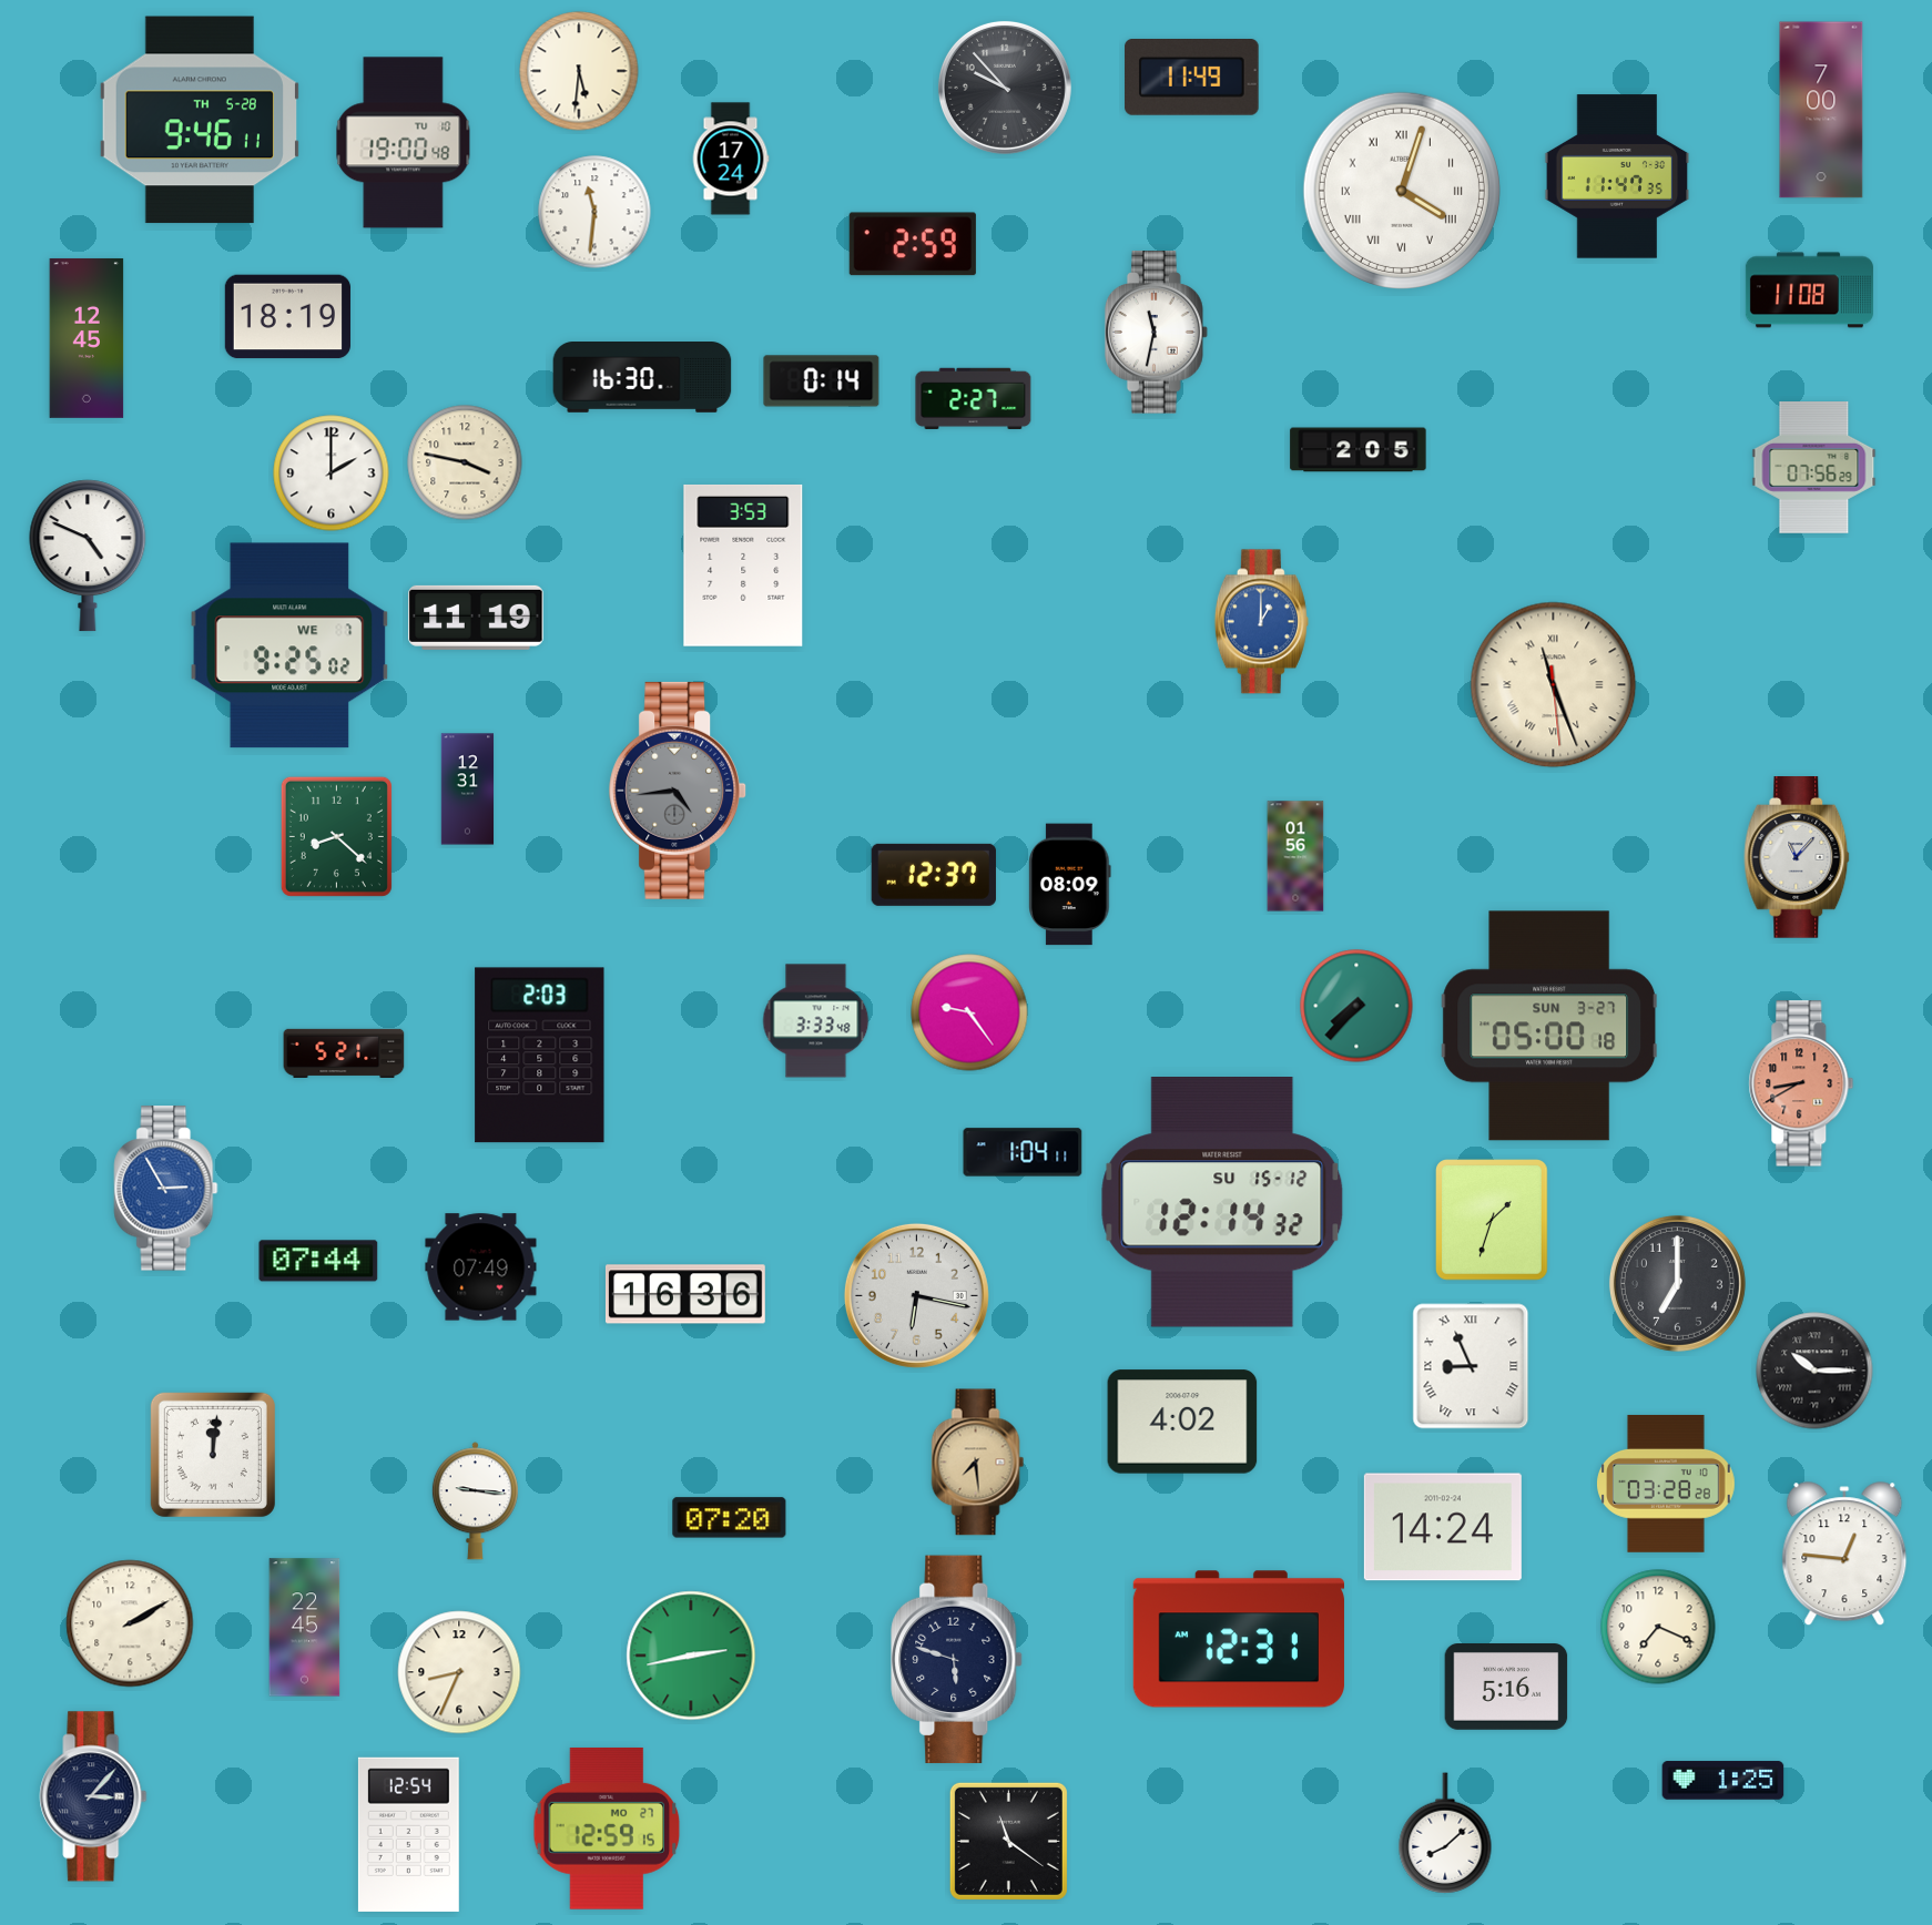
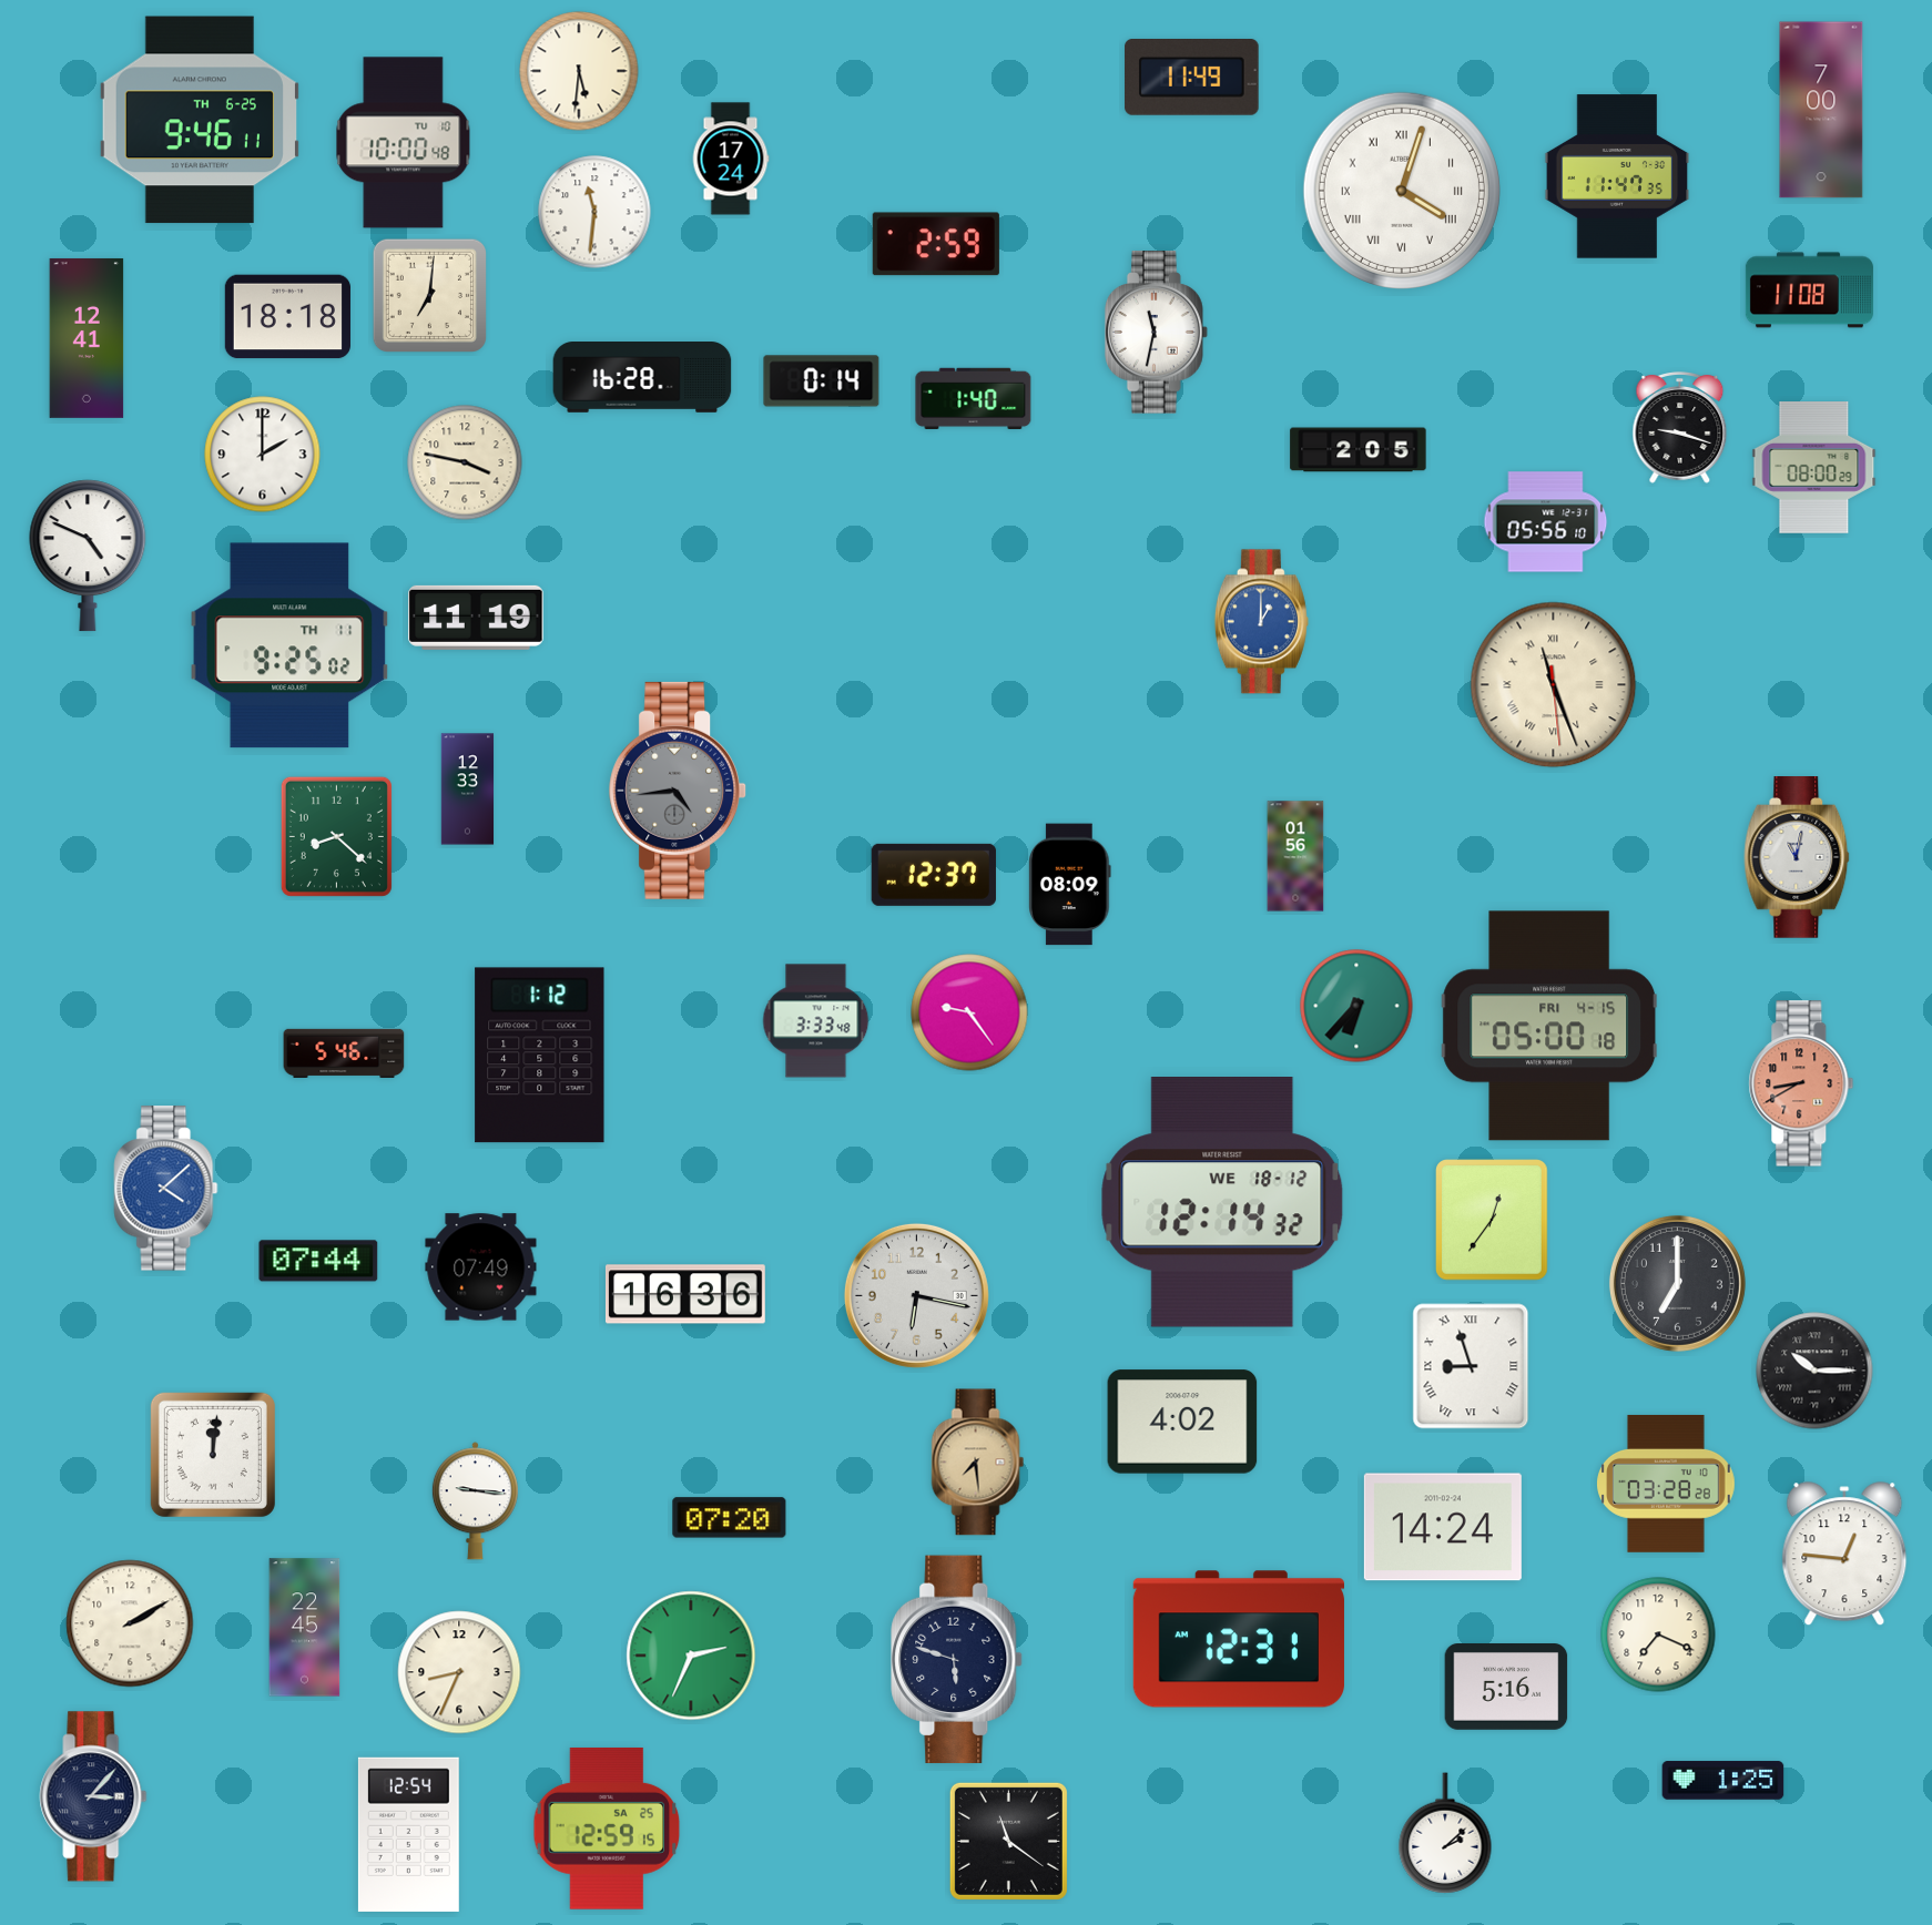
clock at (1005, 88): 9:53 -> none
clock at (200, 120) date: TH 5-28 -> TH 6-25
clock at (404, 143): 19:00 -> 10:00
clock at (913, 244) position: (913, 244) -> (936, 244)
clock at (429, 295): none -> 7:01
clock at (287, 317): 18:19 -> 18:18
clock at (87, 338): 12:45 -> 12:41
clock at (642, 378): 16:30 -> 16:28
clock at (974, 398): 2:27 -> 1:40
clock at (1680, 428): none -> 9:18
clock at (1814, 468): 07:56 -> 08:00
clock at (332, 473) position: (332, 473) -> (263, 455)
clock at (1546, 522): none -> 05:56
clock at (743, 566): 3:53 -> none
clock at (289, 645) date: WE 7 -> TH 11
clock at (468, 790): 12:31 -> 12:33
clock at (1797, 857): 11:07 -> 11:02
clock at (1356, 1006): 7:37 -> 6:37
clock at (1549, 1026) date: SUN 3-27 -> FRI 4-15
clock at (344, 1052): 5:21 -> 5:46
clock at (540, 1056): 2:03 -> 1:12
clock at (1023, 1152): 1:04 -> none
clock at (166, 1189): 2:55 -> 4:08
clock at (1222, 1203) date: SU 15-12 -> WE 18-12
clock at (1493, 1220): 1:33 -> 12:36
clock at (1471, 1366): 8:56 -> 8:57
clock at (1658, 1627) position: (1658, 1627) -> (1658, 1634)
clock at (691, 1656): 2:43 -> 2:34
clock at (607, 1829) date: MO 27 -> SA 25
clock at (1445, 1833): 8:08 -> 2:08
